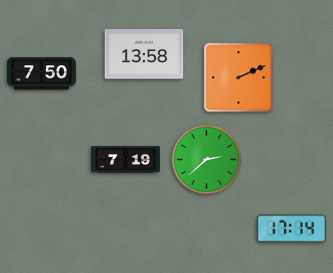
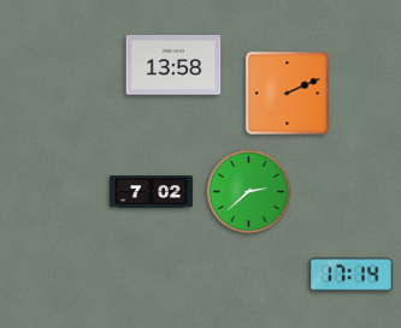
clock at (41, 74): 7:50 -> none
clock at (125, 160): 7:19 -> 7:02
